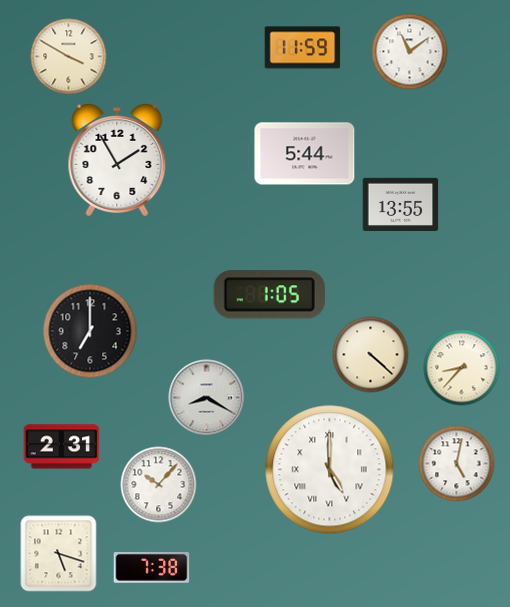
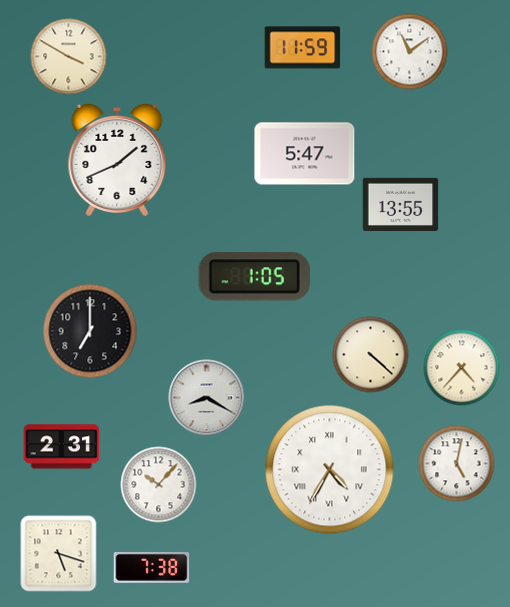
clock at (305, 154): 5:44 -> 5:47
clock at (117, 160): 1:55 -> 1:41
clock at (269, 295) position: (269, 295) -> (254, 277)
clock at (462, 368): 8:37 -> 4:37
clock at (330, 470): 5:00 -> 4:35
